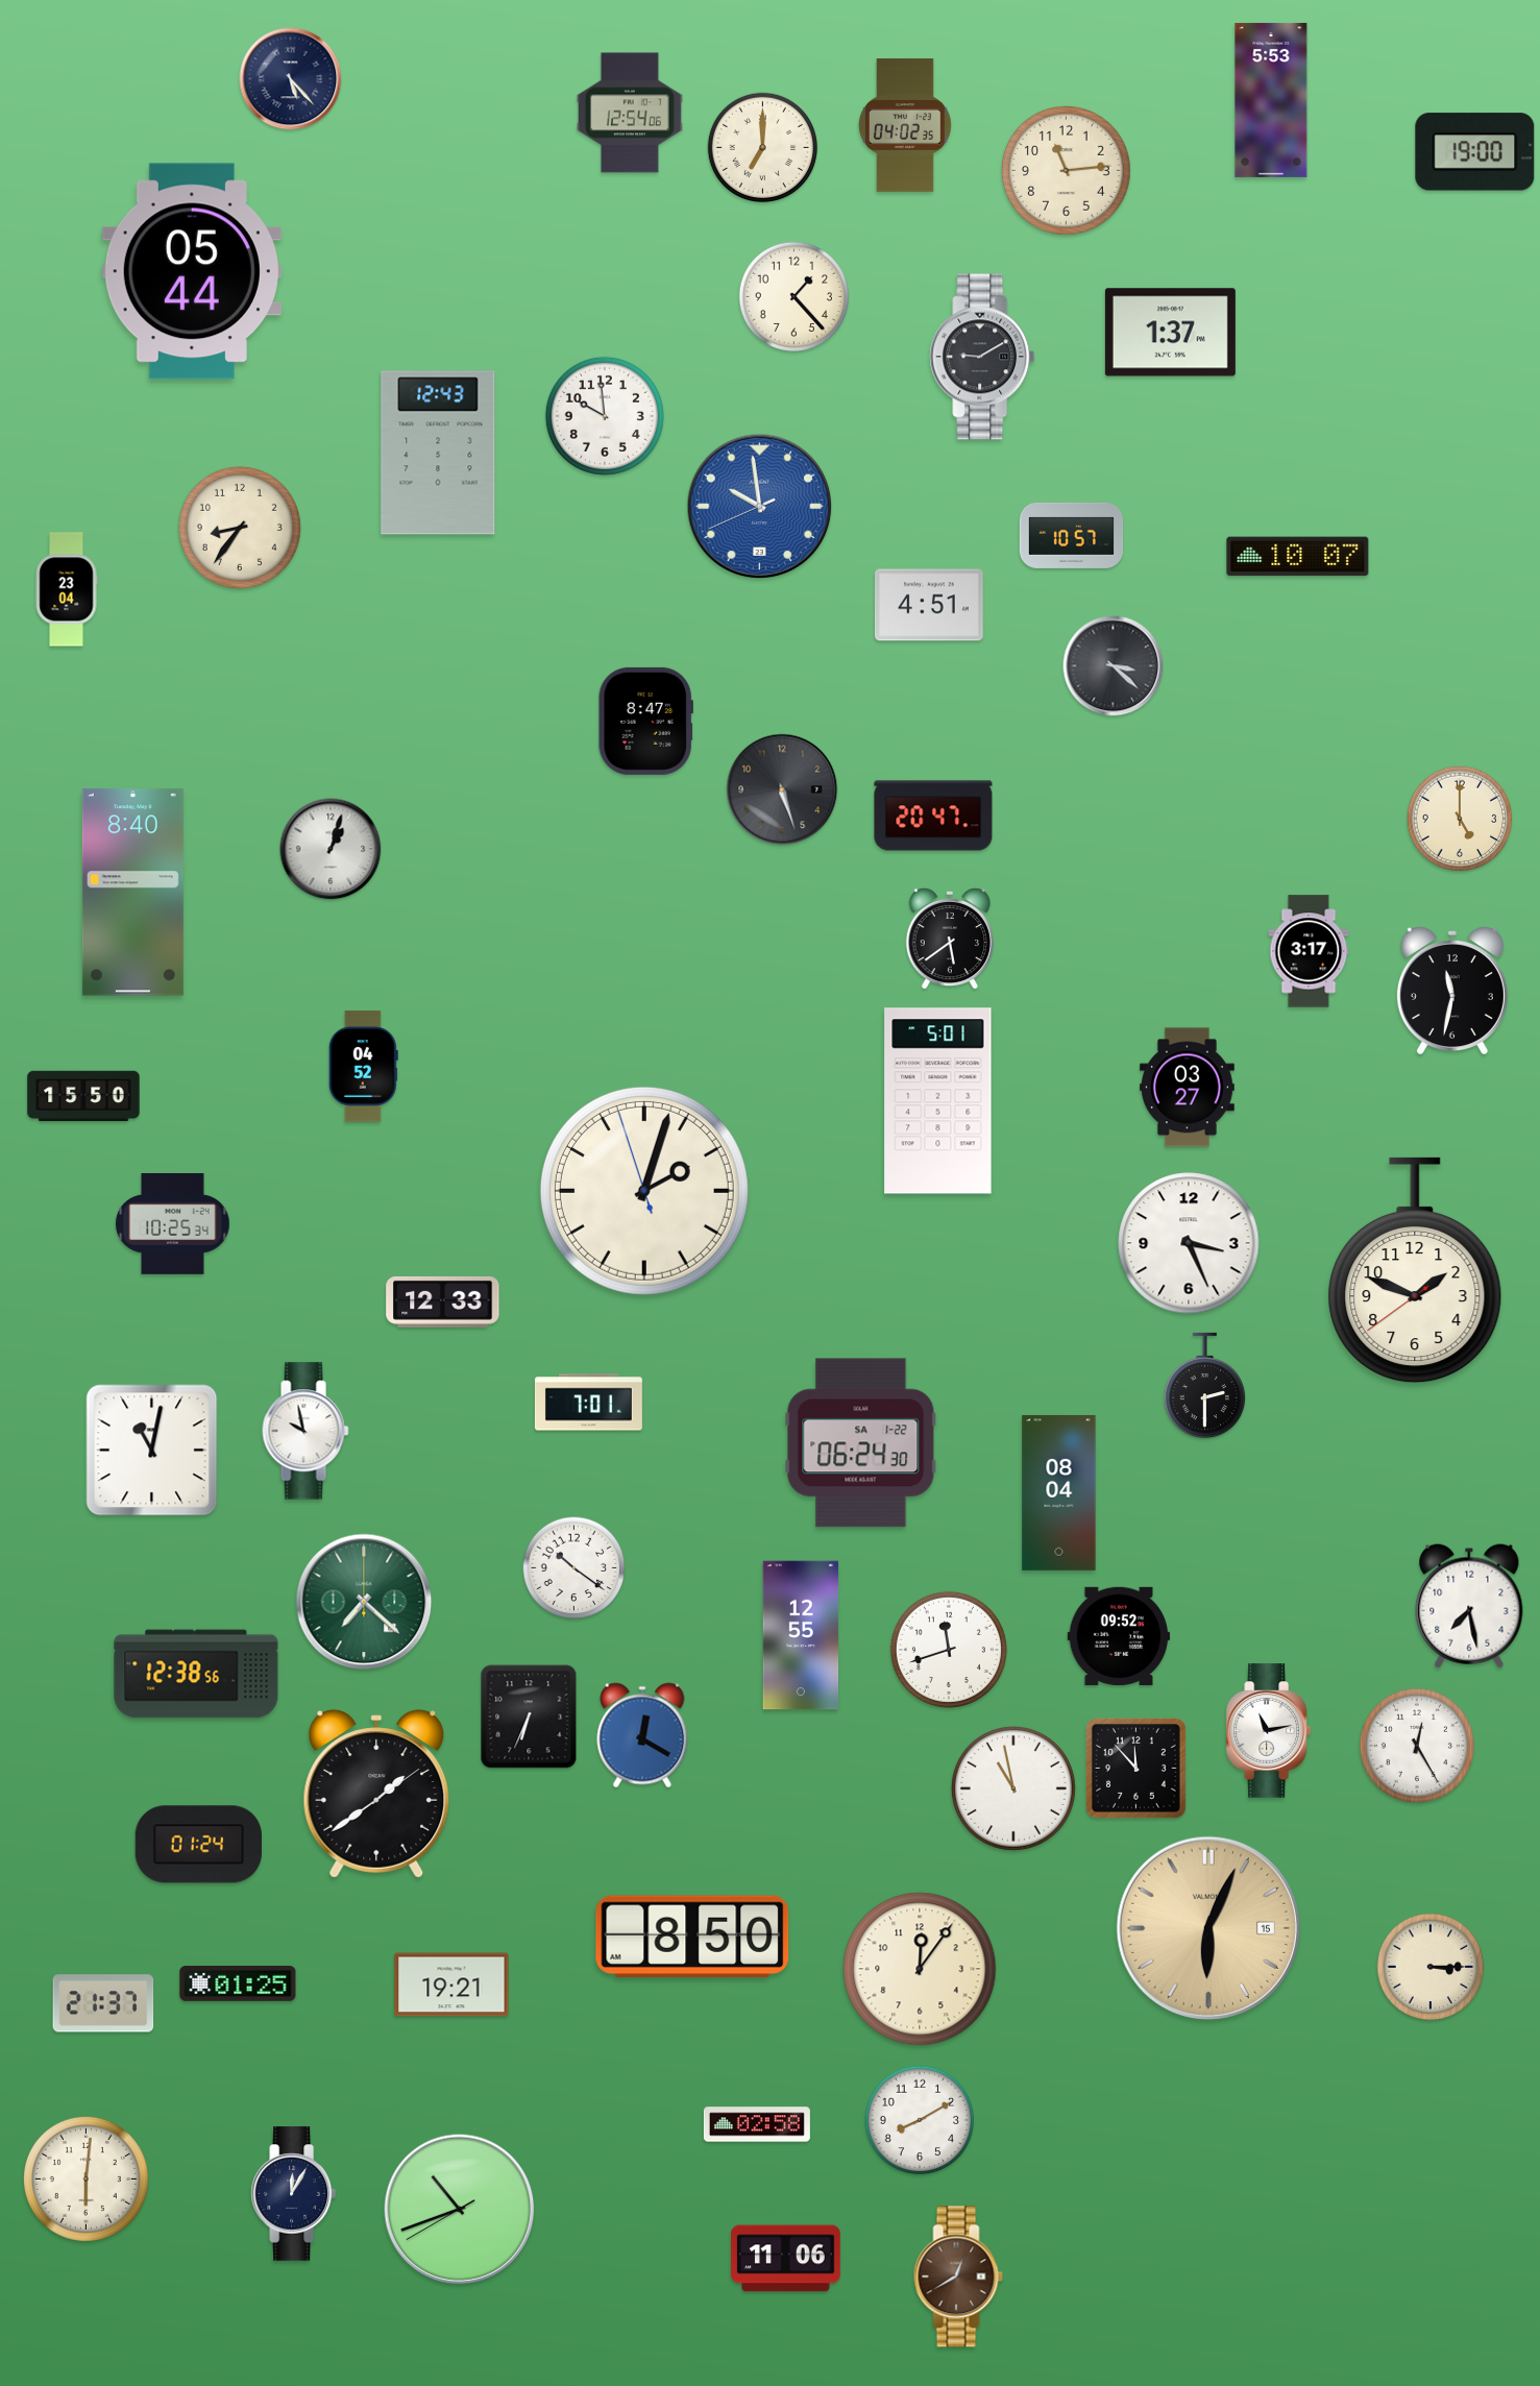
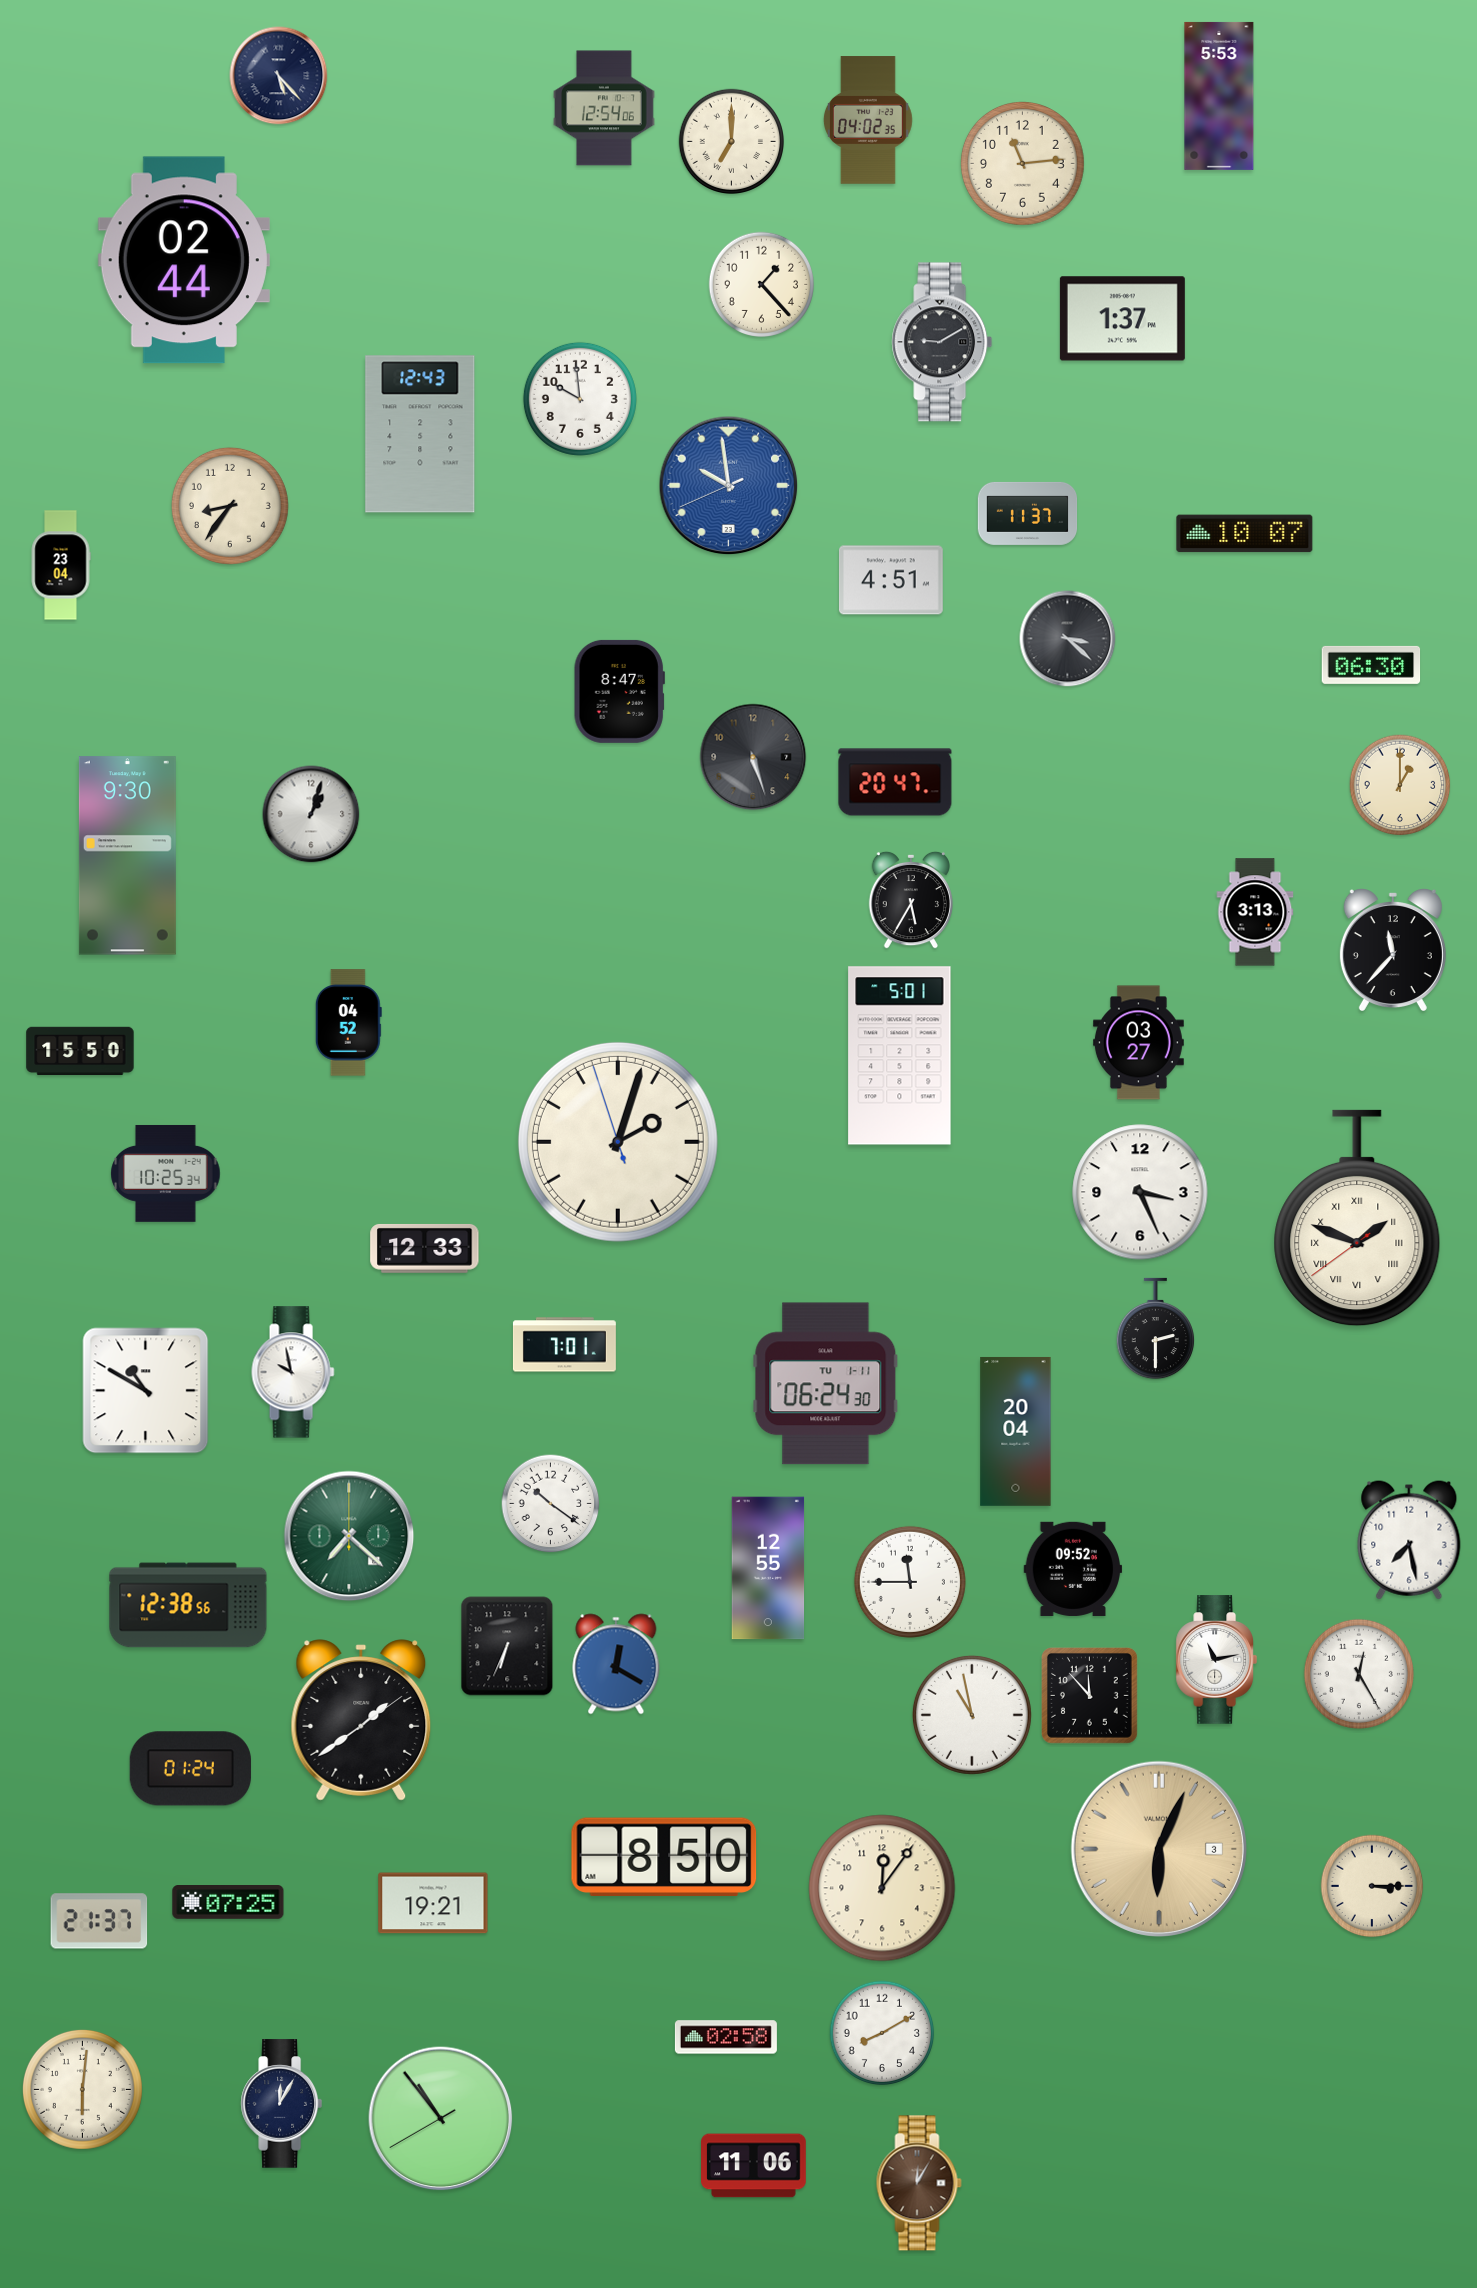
clock at (1475, 152): 19:00 -> none
clock at (192, 271): 05:44 -> 02:44
clock at (1072, 535): 10:57 -> 11:37
clock at (67, 589) position: (67, 589) -> (61, 565)
clock at (1371, 665): none -> 06:30
clock at (782, 789) position: (782, 789) -> (753, 757)
clock at (1460, 819): 5:00 -> 1:00
clock at (331, 849) position: (331, 849) -> (311, 814)
clock at (132, 893): 8:40 -> 9:30
clock at (950, 939): 5:39 -> 5:35
clock at (1309, 951): 3:17 -> 3:13
clock at (1452, 991): 11:32 -> 11:37
clock at (1415, 1270) numerals: Arabic -> Roman
clock at (861, 1443) date: SA 1-22 -> TU 1-11
clock at (152, 1451): 11:02 -> 10:50
clock at (1059, 1492): 08:04 -> 20:04
clock at (949, 1650): 11:42 -> 11:45
clock at (1208, 1928) date: 15 -> 3
clock at (238, 1985): 01:25 -> 07:25
clock at (460, 2210): 10:41 -> 10:53
clock at (958, 2277): 12:40 -> 12:05
